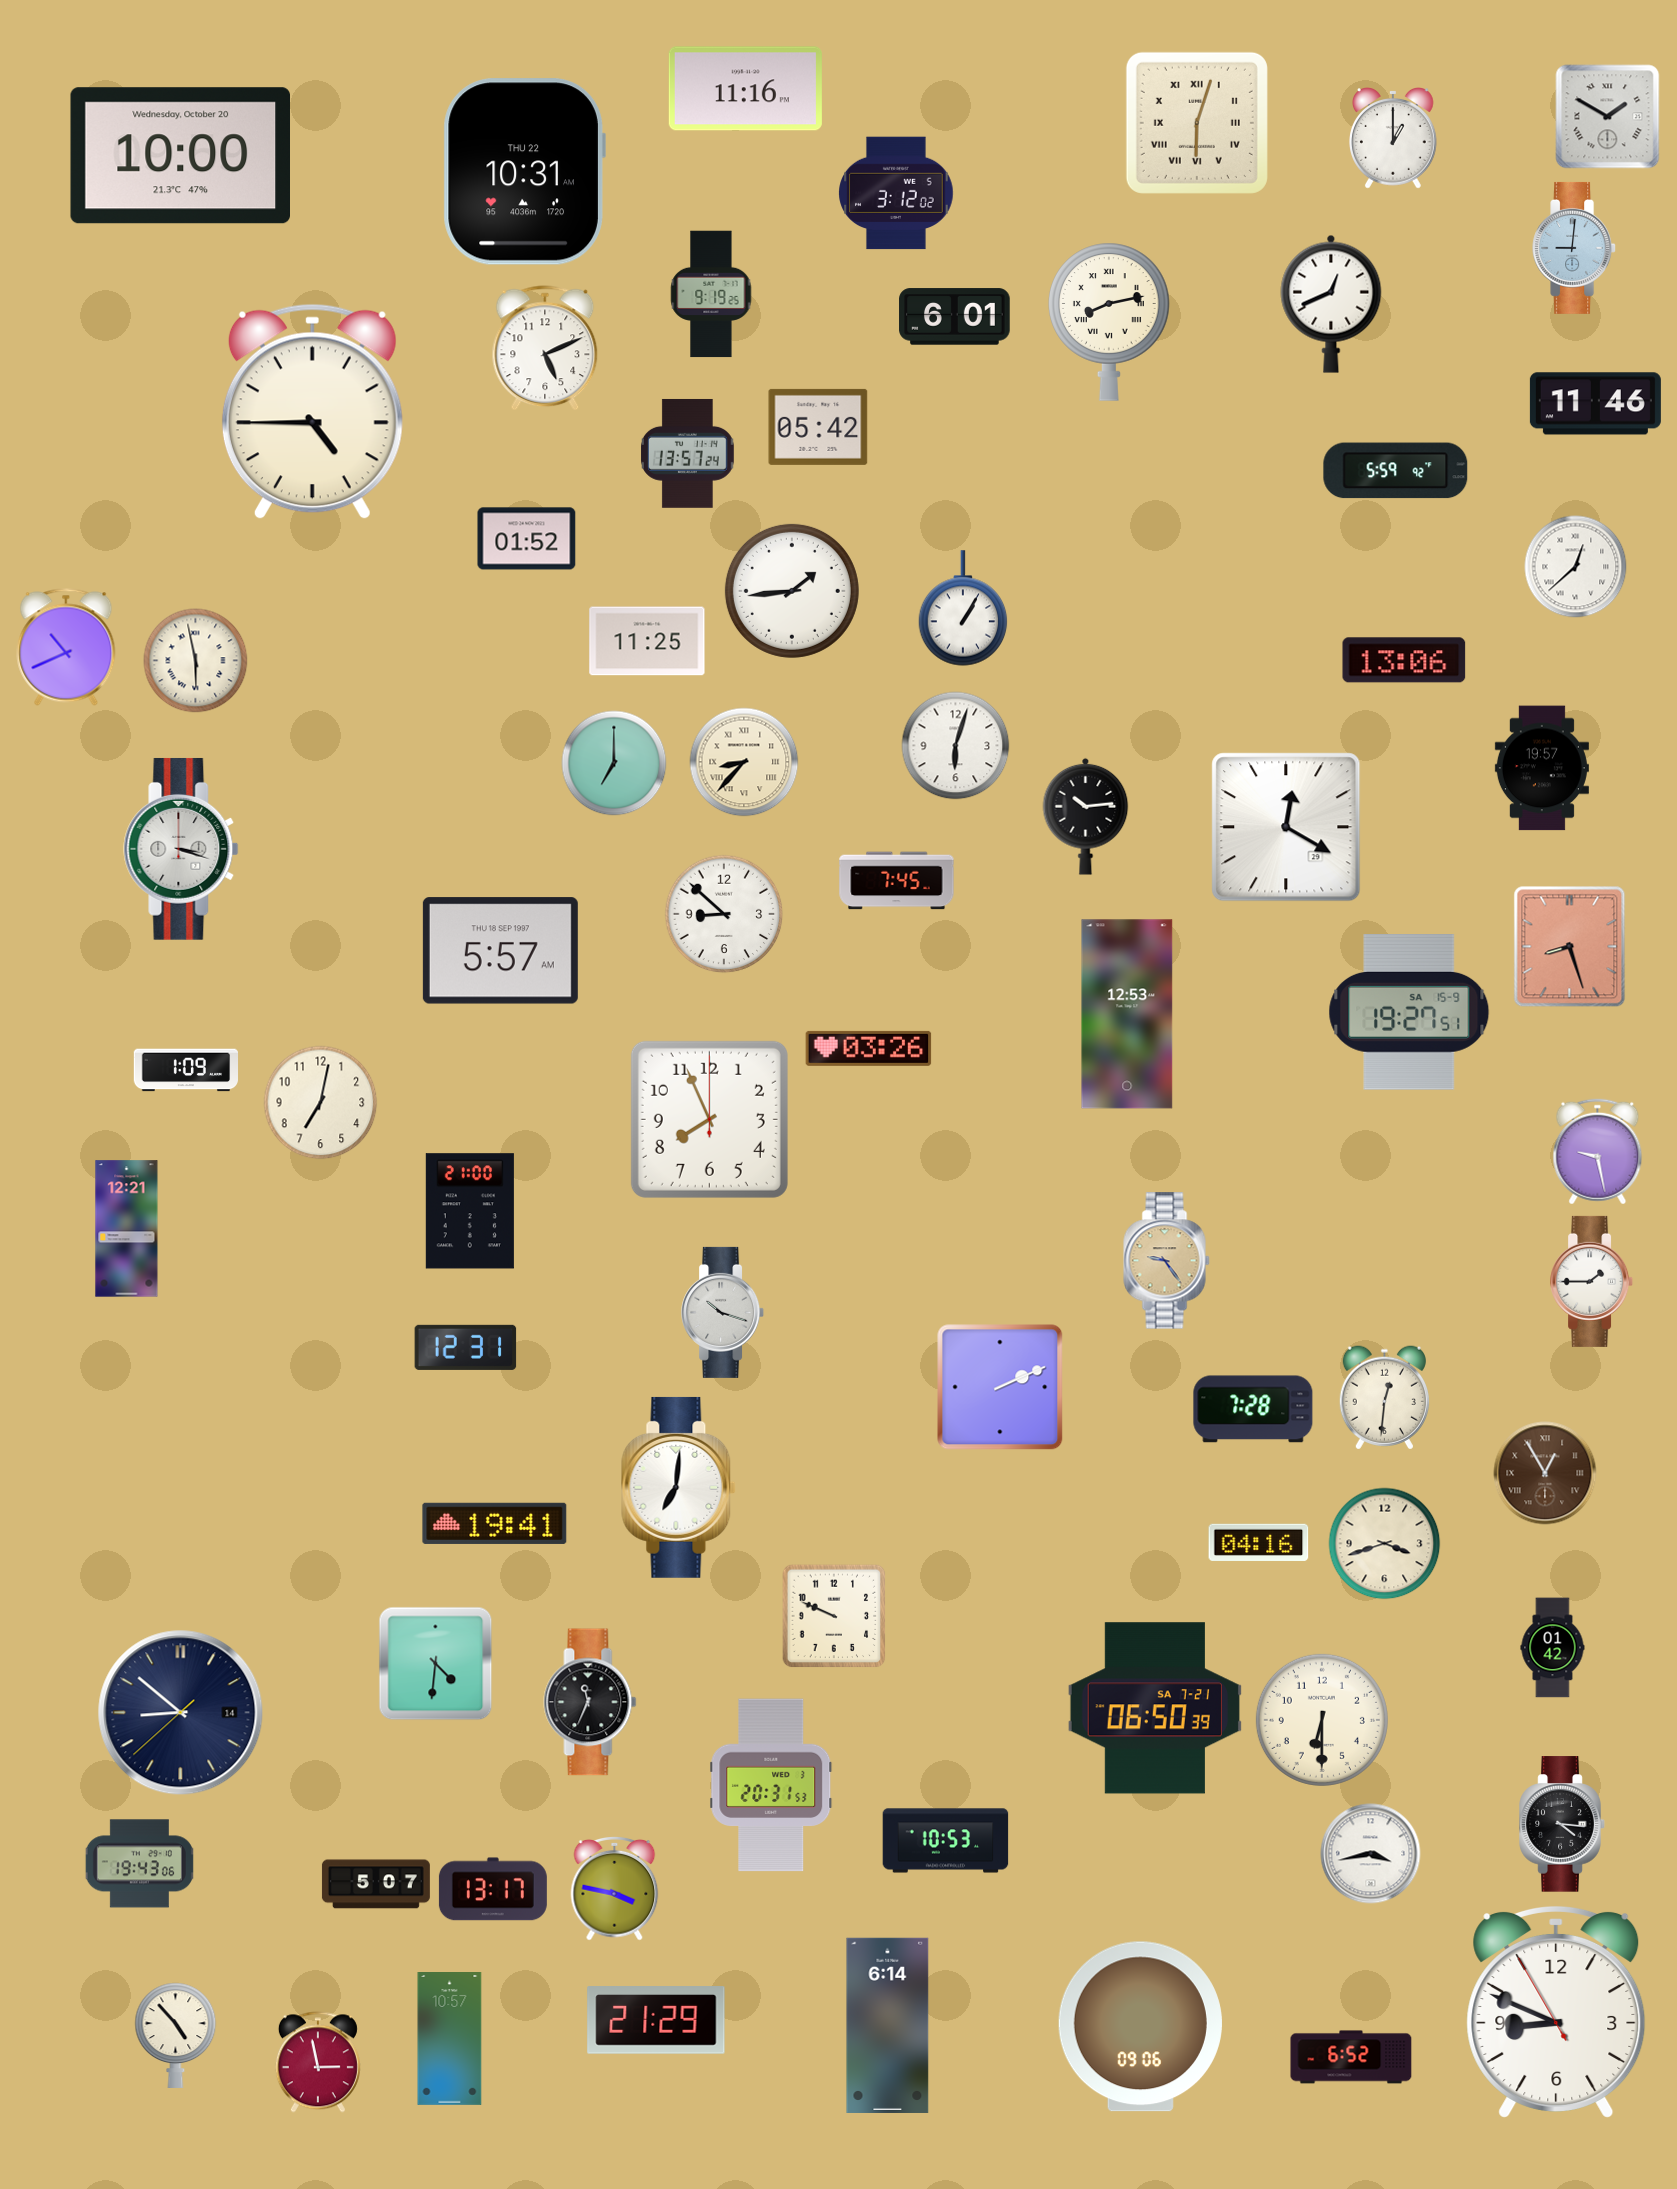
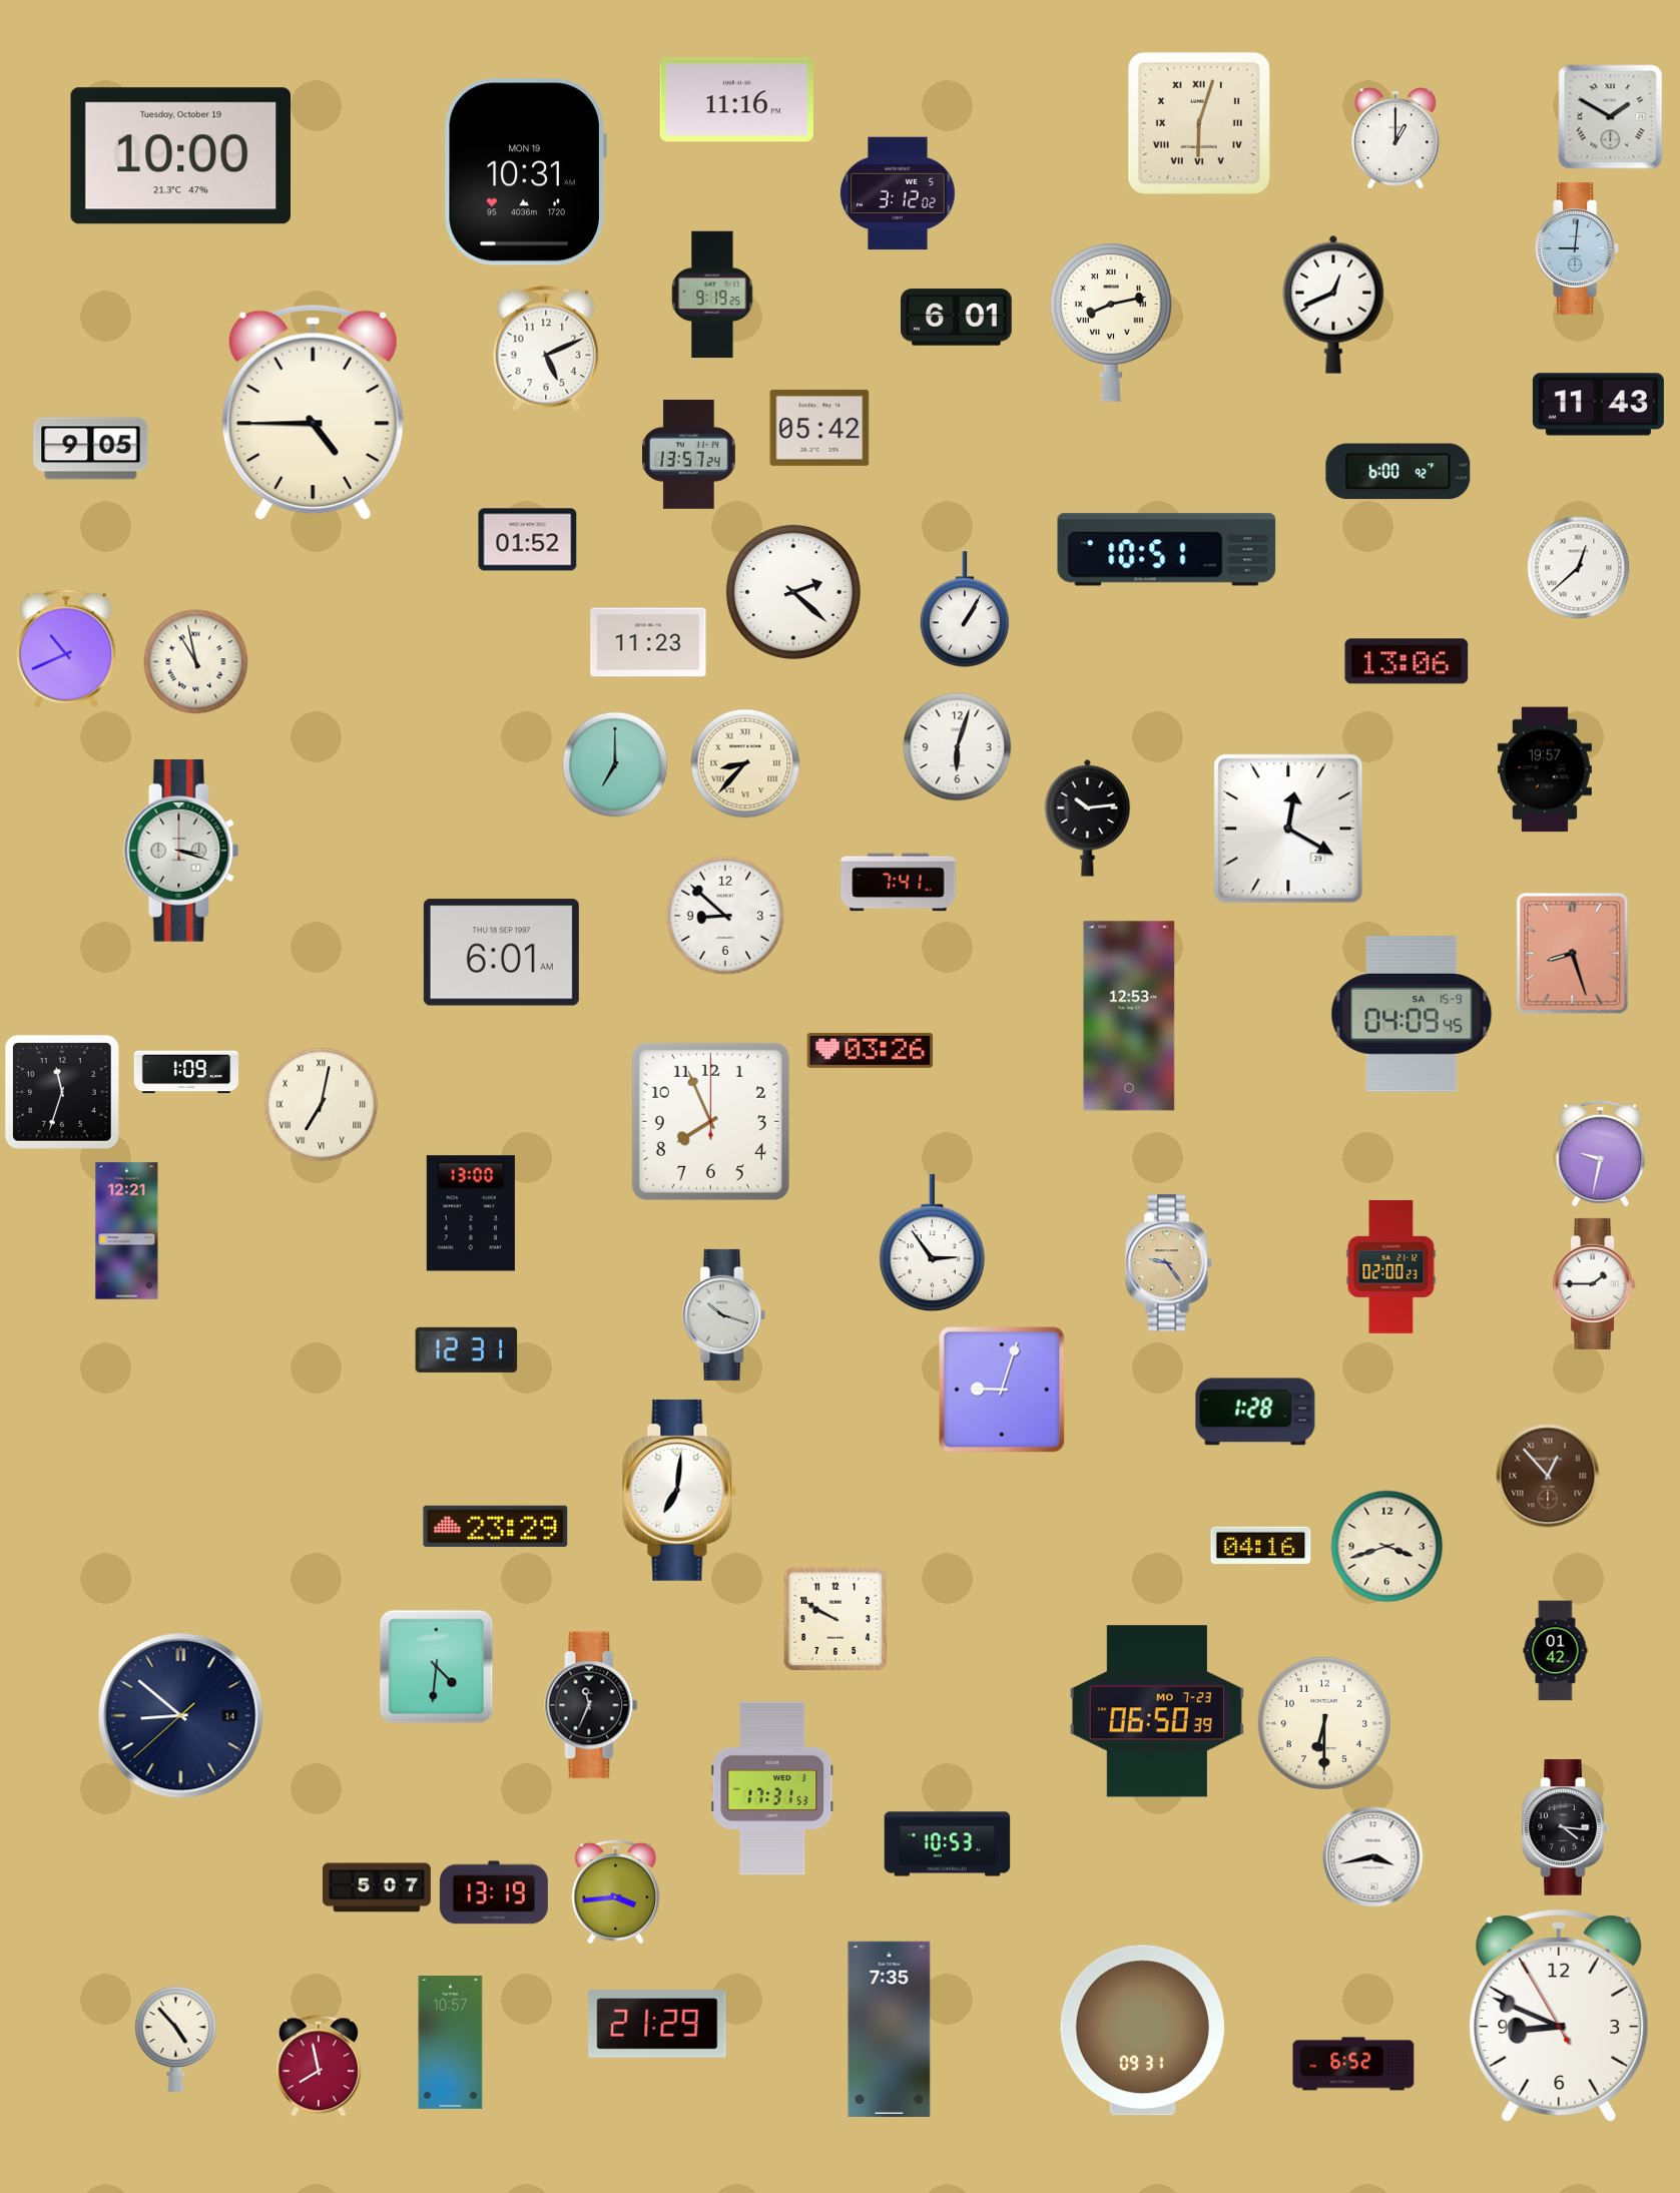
clock at (745, 89) position: (745, 89) -> (736, 100)
clock at (180, 156) date: Wednesday, October 20 -> Tuesday, October 19
clock at (524, 172) date: THU 22 -> MON 19
clock at (1595, 404): 11:46 -> 11:43
clock at (91, 449): none -> 9:05
clock at (1396, 471): 5:59 -> 6:00
clock at (1167, 550): none -> 10:51
clock at (792, 591): 1:44 -> 2:22
clock at (647, 641): 11:25 -> 11:23
clock at (196, 661): 5:58 -> 10:58
clock at (897, 881): 7:45 -> 7:41
clock at (1570, 947) position: (1570, 947) -> (1573, 954)
clock at (500, 951): 5:57 -> 6:01
clock at (1409, 1013): 19:27 -> 04:09
clock at (62, 1092): none -> 11:33
clock at (321, 1103) numerals: Arabic -> Roman
clock at (1598, 1152): 9:28 -> 9:32
clock at (470, 1211): 21:00 -> 13:00
clock at (932, 1243): none -> 2:54
clock at (1391, 1266): none -> 02:00
clock at (1000, 1387): 2:11 -> 9:03
clock at (1384, 1398): 12:31 -> none
clock at (1253, 1409): 7:28 -> 1:28
clock at (1545, 1473): 12:55 -> 12:53
clock at (495, 1523): 19:41 -> 23:29
clock at (834, 1616): 9:49 -> 9:50
clock at (1155, 1708) date: SA 7-21 -> MO 7-23
clock at (771, 1785): 20:31 -> 17:31
clock at (139, 1864): 19:43 -> none
clock at (615, 1888): 3:47 -> 3:44
clock at (493, 1889): 13:17 -> 13:19
clock at (888, 2025): 6:14 -> 7:35
clock at (1140, 2027): 09:06 -> 09:31
clock at (1351, 2057) position: (1351, 2057) -> (1353, 2064)
clock at (318, 2062): 2:58 -> 7:58
